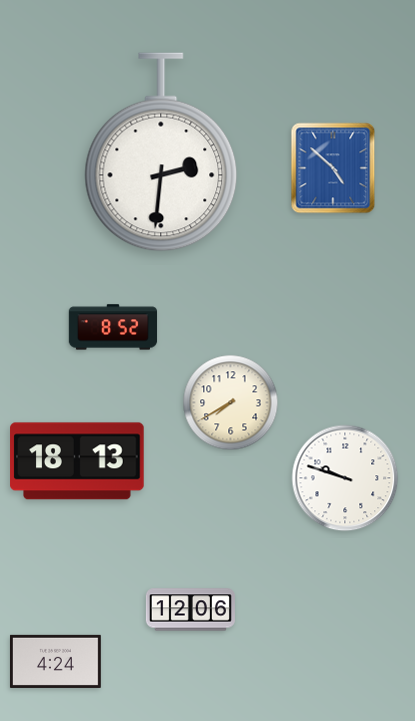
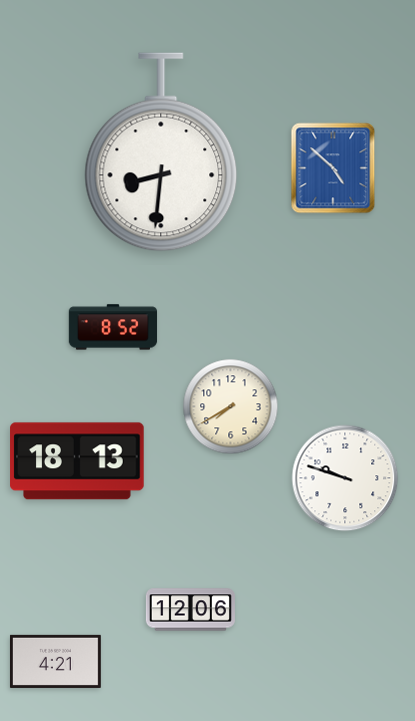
clock at (161, 152): 2:31 -> 8:31
clock at (231, 403) position: (231, 403) -> (231, 407)
clock at (55, 661): 4:24 -> 4:21
